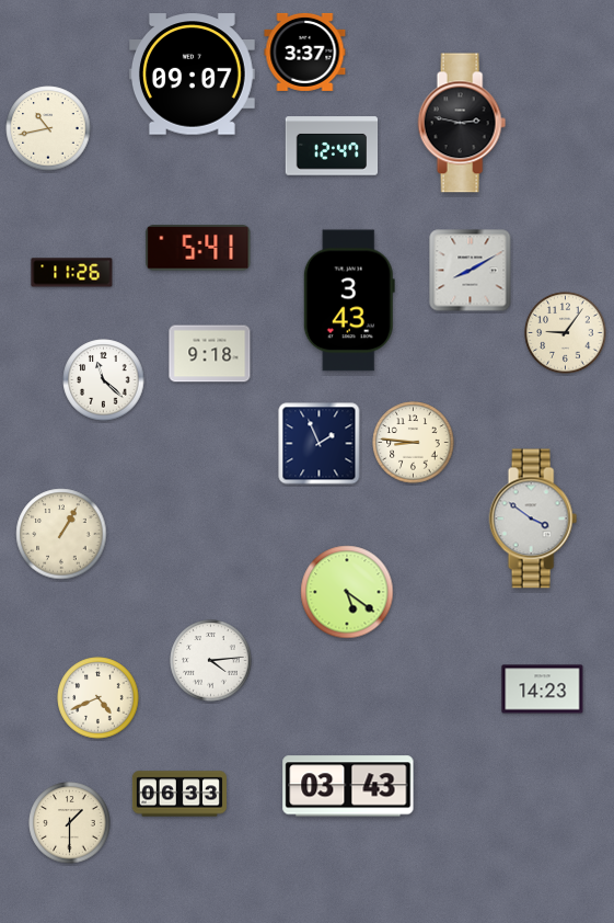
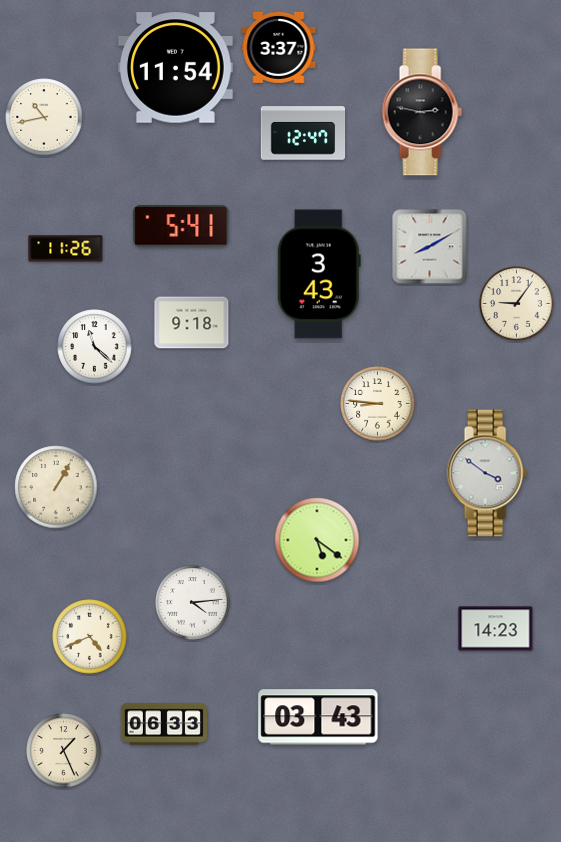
clock at (192, 75): 09:07 -> 11:54
clock at (320, 444): 1:56 -> none
clock at (70, 823): 1:30 -> 1:26
